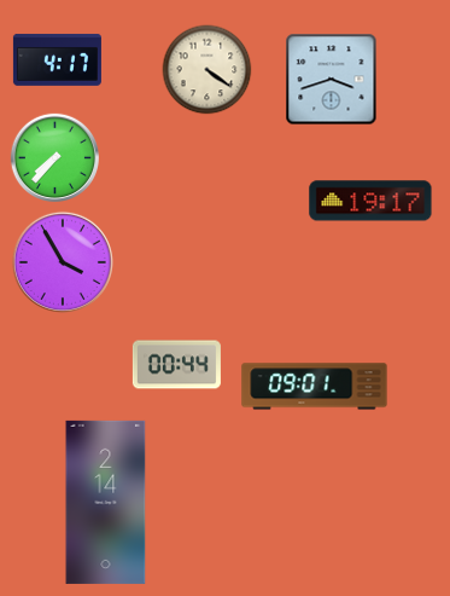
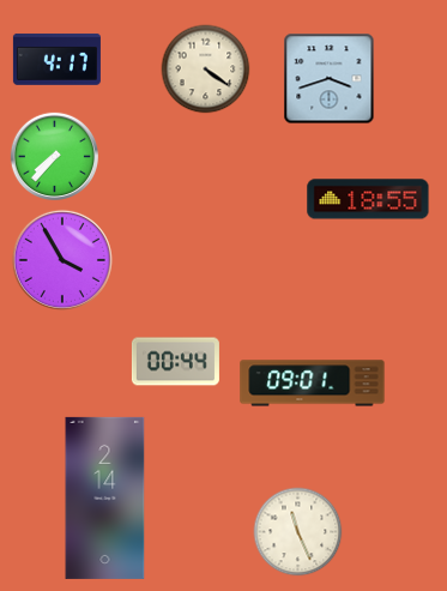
clock at (370, 201): 19:17 -> 18:55
clock at (298, 532): none -> 11:26
